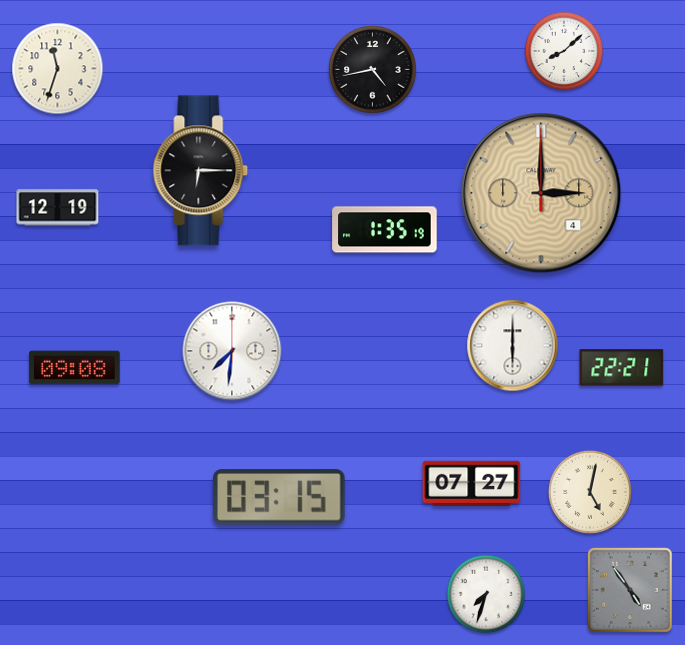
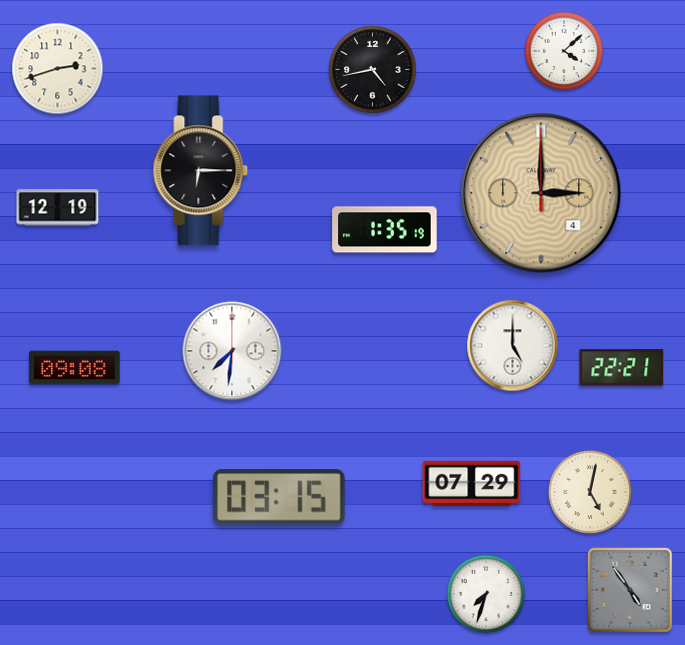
clock at (564, 51): 8:08 -> 4:08
clock at (58, 69): 11:33 -> 2:42
clock at (513, 346): 6:00 -> 5:00
clock at (472, 483): 07:27 -> 07:29
